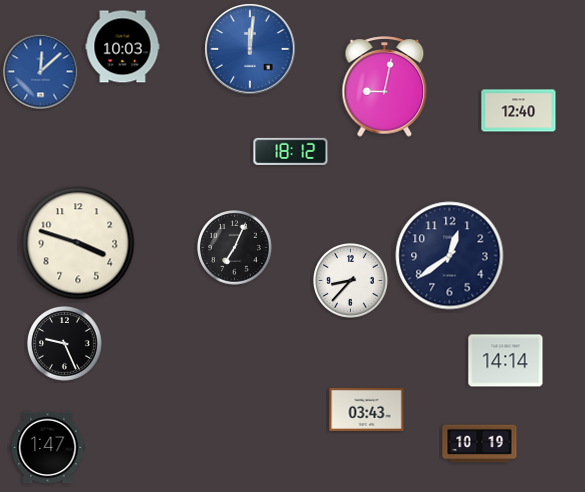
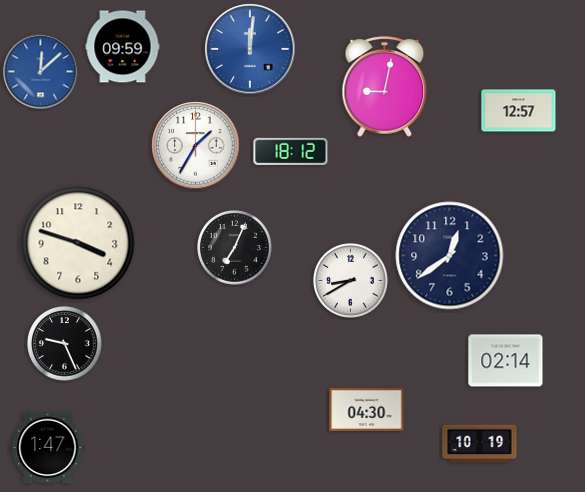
clock at (123, 47): 10:03 -> 09:59
clock at (519, 111): 12:40 -> 12:57
clock at (196, 146): none -> 1:35
clock at (351, 281): 8:37 -> 8:40
clock at (506, 361): 14:14 -> 02:14
clock at (367, 409): 03:43 -> 04:30
